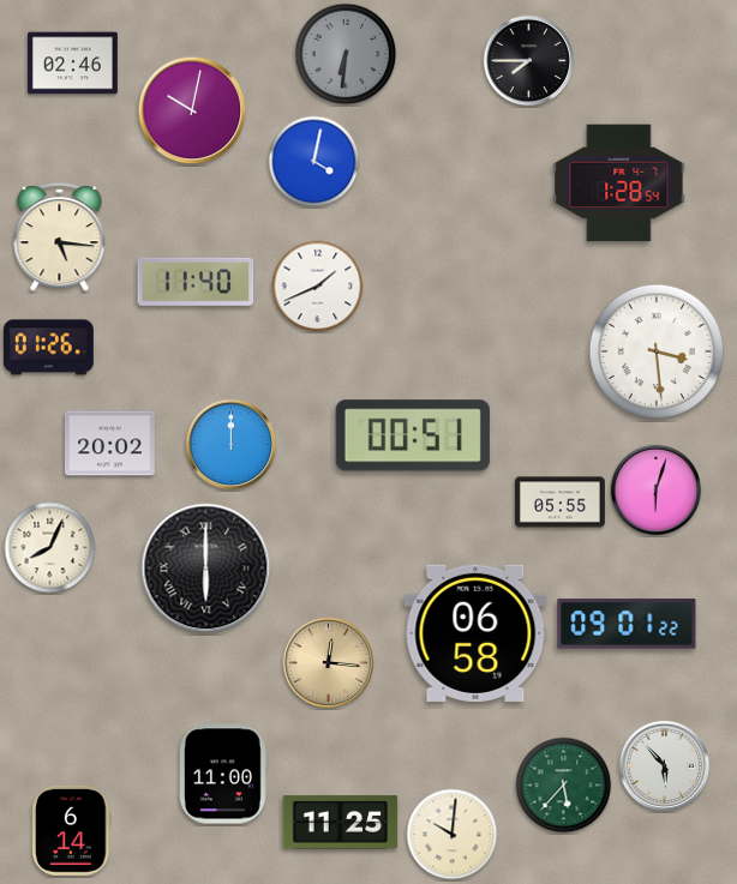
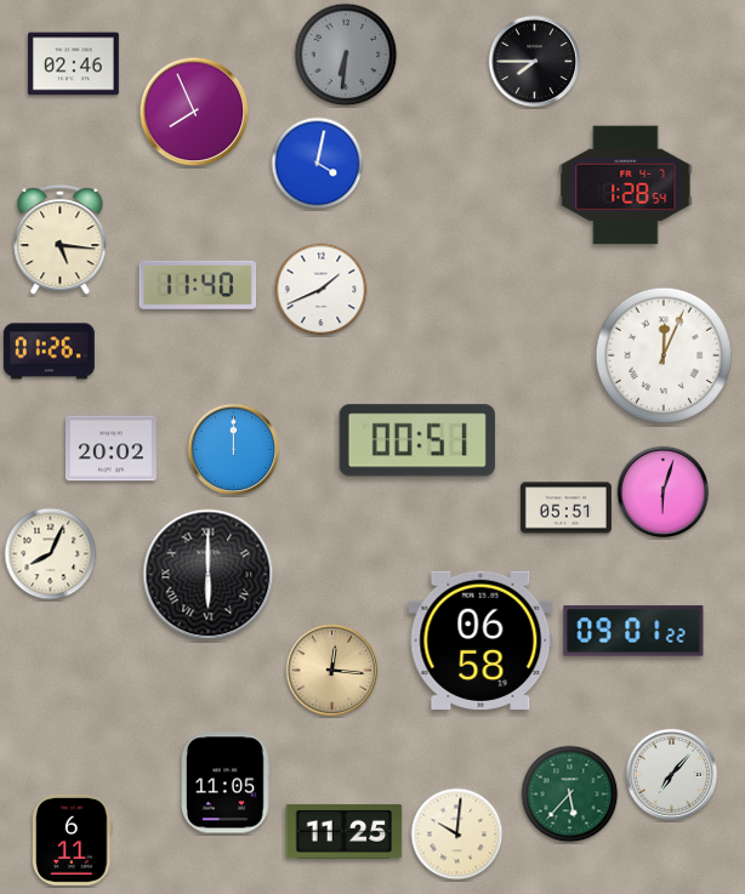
clock at (346, 54) position: (346, 54) -> (346, 55)
clock at (192, 110): 10:02 -> 7:56
clock at (657, 351): 3:29 -> 12:04
clock at (657, 491) position: (657, 491) -> (664, 492)
clock at (559, 503): 05:55 -> 05:51
clock at (665, 766): 5:53 -> 7:07
clock at (224, 774): 11:00 -> 11:05
clock at (72, 830): 6:14 -> 6:11
clock at (453, 835) position: (453, 835) -> (457, 835)
